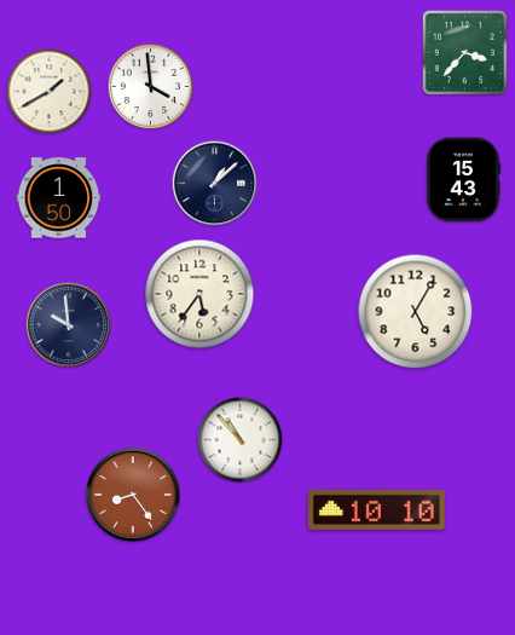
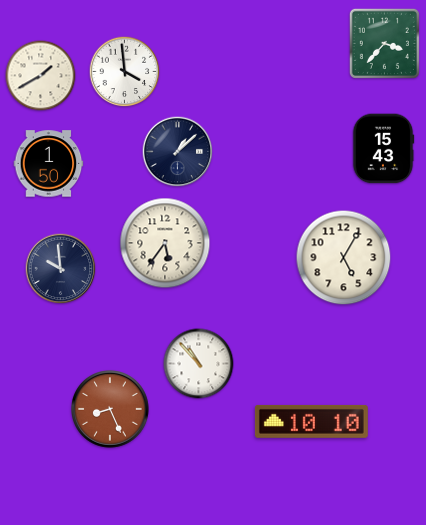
clock at (69, 325) position: (69, 325) -> (61, 269)
clock at (134, 496): 8:24 -> 8:26
